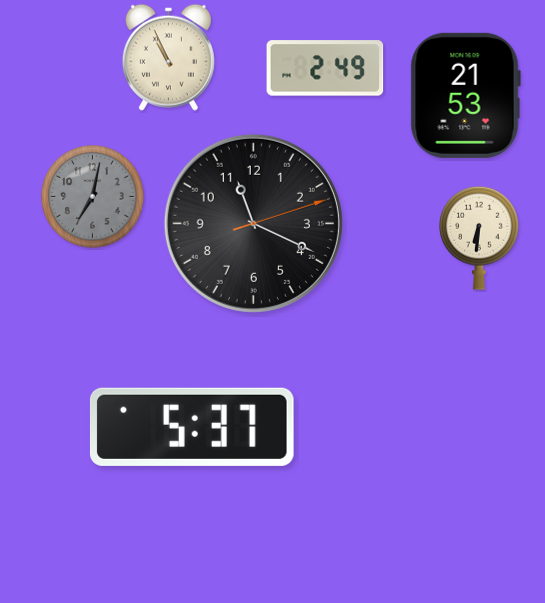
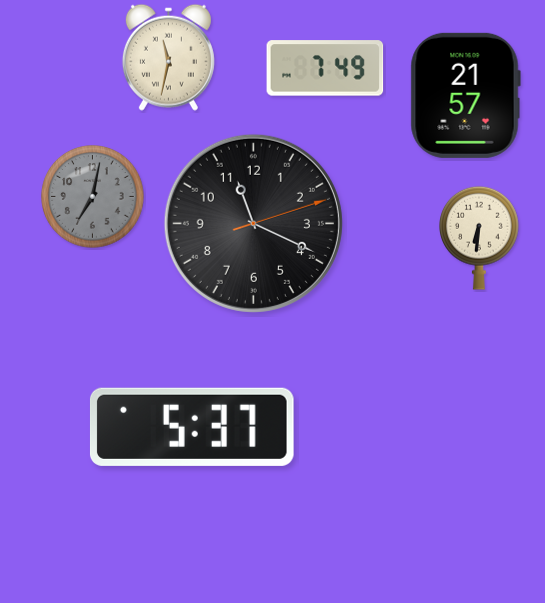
clock at (168, 57): 10:56 -> 11:32
clock at (325, 68): 2:49 -> 7:49
clock at (465, 95): 21:53 -> 21:57
